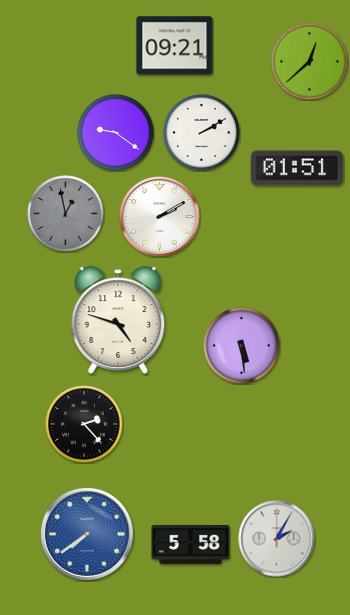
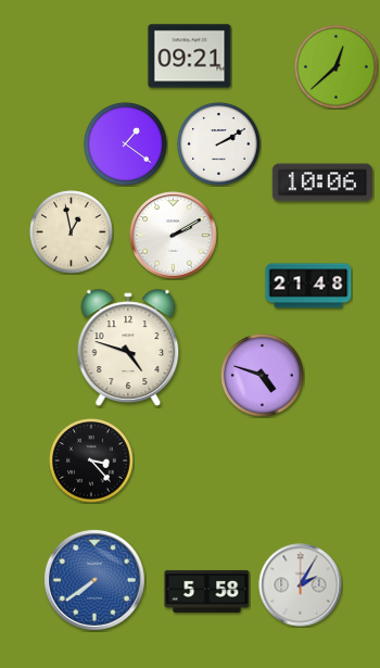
clock at (175, 46) position: (175, 46) -> (190, 56)
clock at (116, 133): 9:21 -> 1:21
clock at (297, 168): 01:51 -> 10:06
clock at (66, 214) dial: grey -> cream
clock at (308, 286): none -> 21:48
clock at (242, 346): 5:29 -> 4:48
clock at (84, 424): 2:23 -> 3:23
